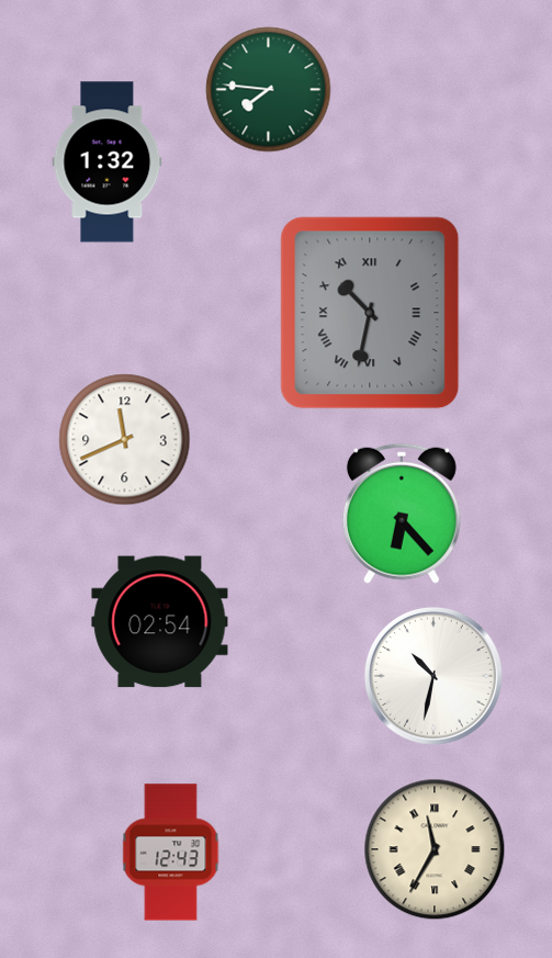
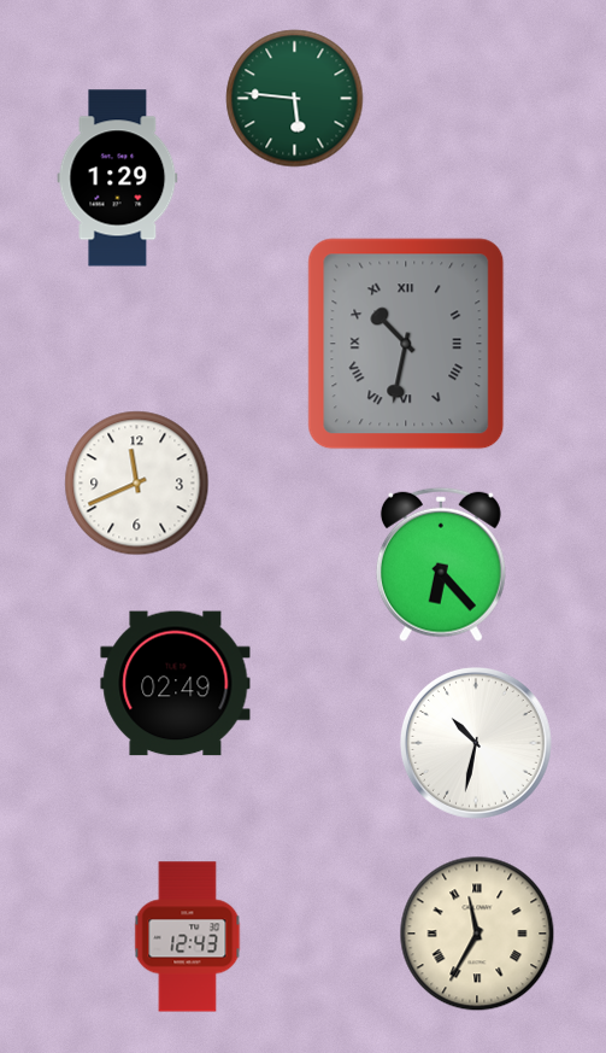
clock at (269, 90): 7:46 -> 5:46
clock at (108, 162): 1:32 -> 1:29
clock at (160, 622): 02:54 -> 02:49
